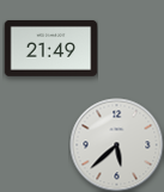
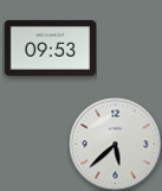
clock at (50, 48): 21:49 -> 09:53
